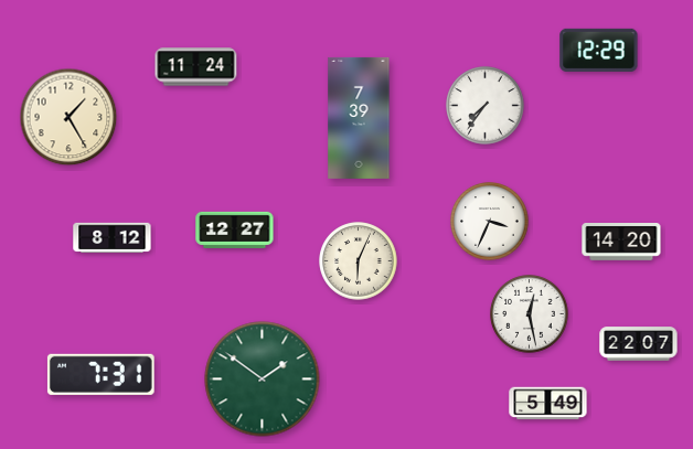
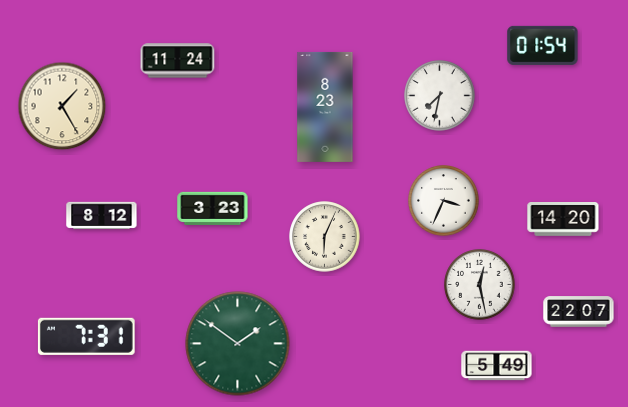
clock at (599, 50): 12:29 -> 01:54
clock at (486, 106): 7:36 -> 7:32
clock at (359, 118): 7:39 -> 8:23
clock at (235, 229): 12:27 -> 3:23
clock at (100, 374) position: (100, 374) -> (86, 336)
